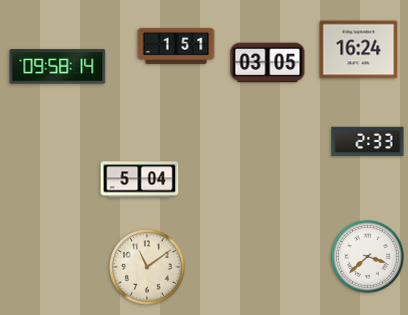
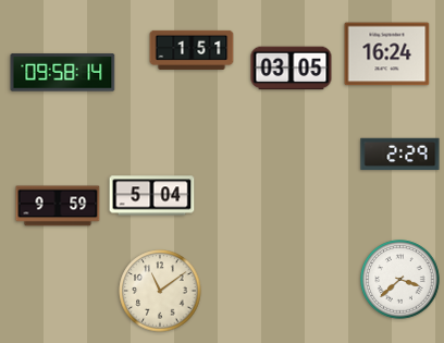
clock at (359, 50) position: (359, 50) -> (387, 54)
clock at (368, 142): 2:33 -> 2:29
clock at (58, 206): none -> 9:59
